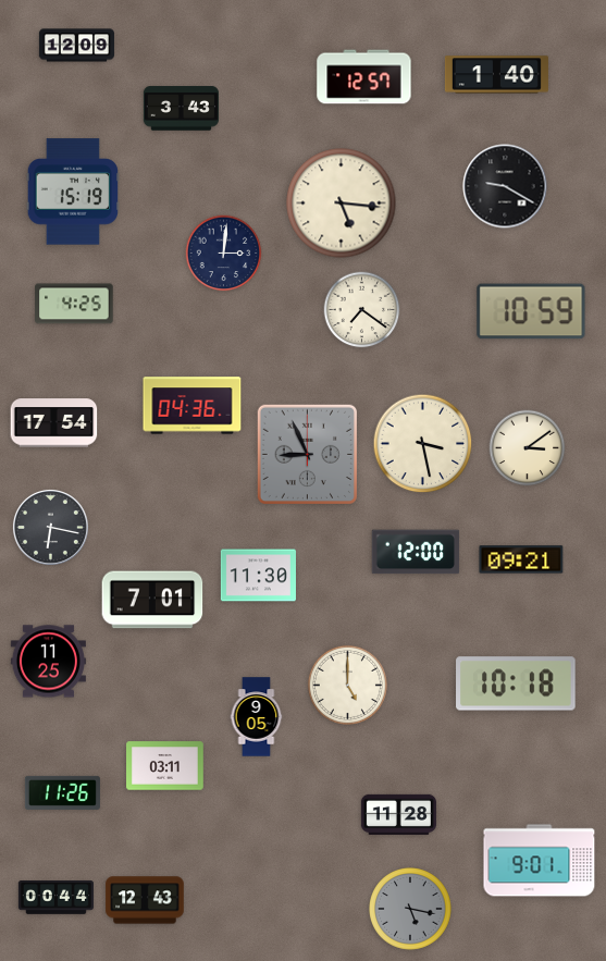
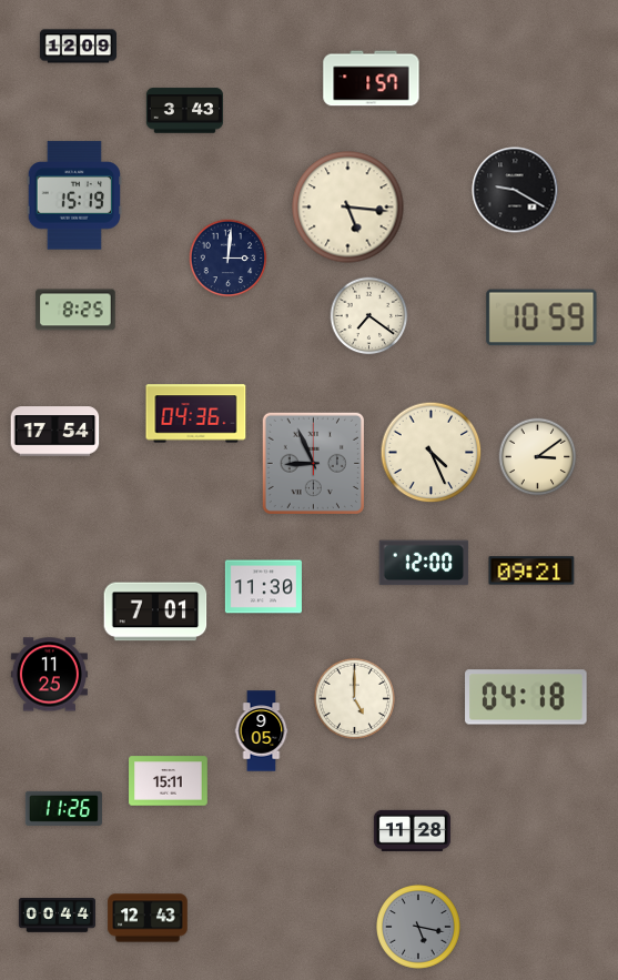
clock at (496, 75): 1:40 -> none
clock at (364, 77): 12:57 -> 1:57
clock at (74, 304): 4:25 -> 8:25
clock at (423, 444): 3:28 -> 4:26
clock at (50, 527): 6:17 -> none
clock at (516, 683): 10:18 -> 04:18
clock at (165, 766): 03:11 -> 15:11
clock at (398, 814) position: (398, 814) -> (412, 830)
clock at (540, 861): 9:01 -> none
